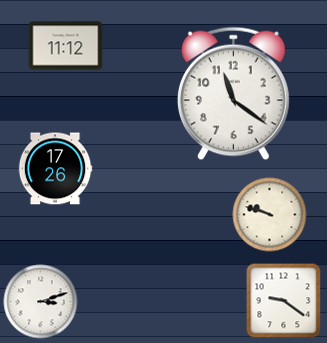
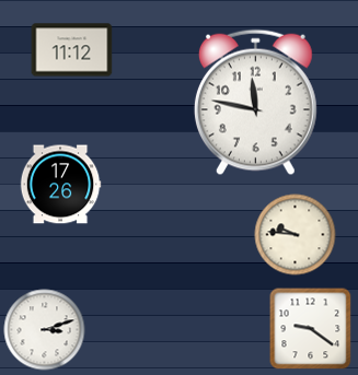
clock at (233, 94): 11:21 -> 11:47
clock at (270, 215): 9:48 -> 9:46
